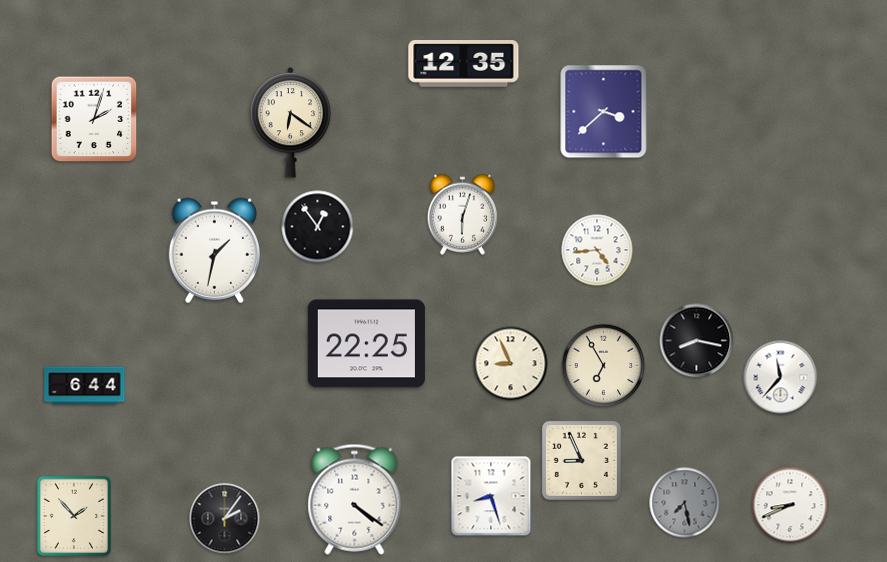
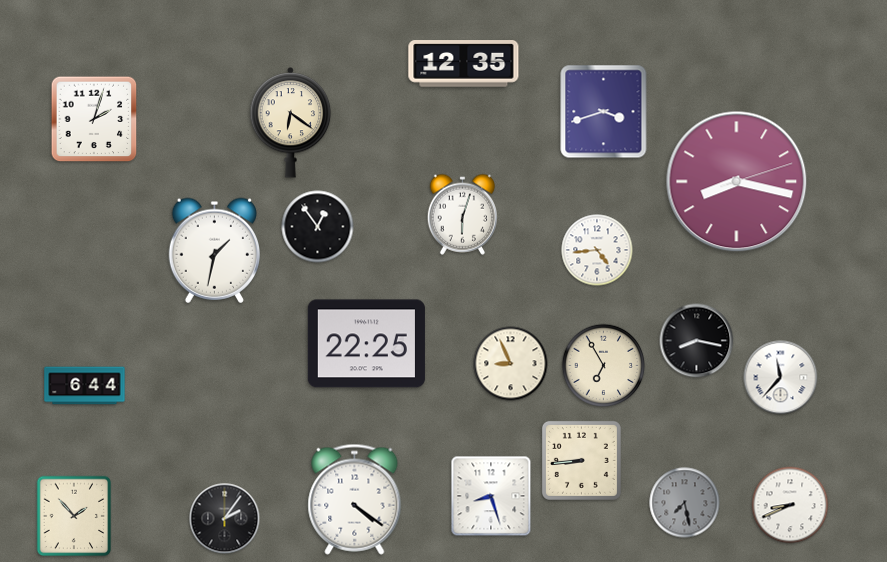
clock at (604, 112): 3:38 -> 3:42
clock at (737, 182): none -> 8:17
clock at (581, 460): 8:56 -> 8:44
